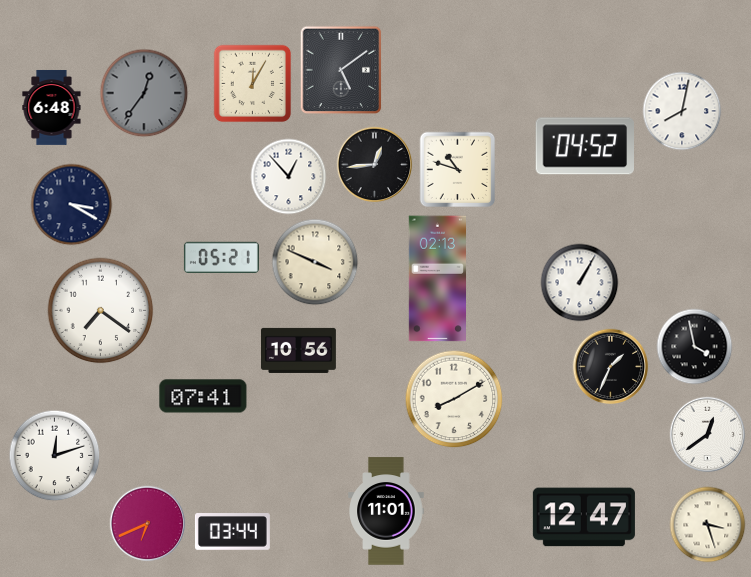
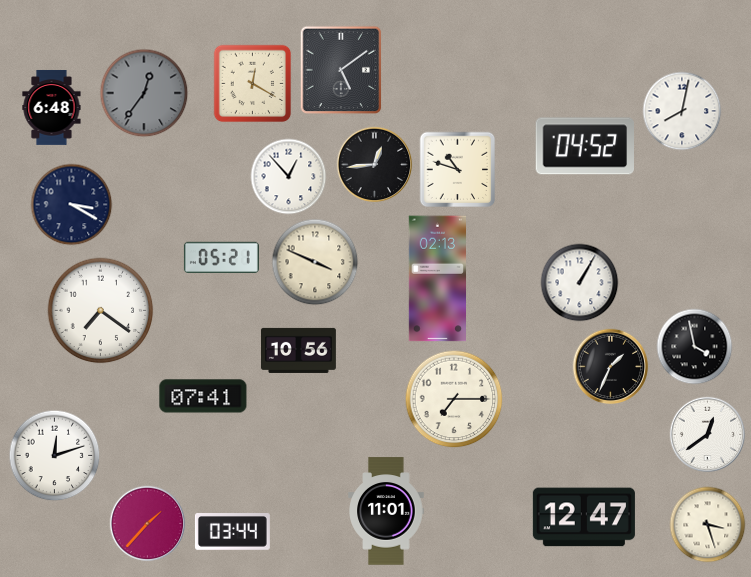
clock at (253, 84): 12:05 -> 12:20
clock at (454, 399): 8:10 -> 7:15
clock at (148, 524): 6:41 -> 1:37
